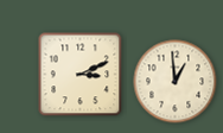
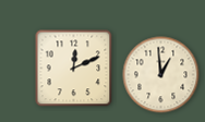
clock at (81, 75): 3:11 -> 12:11
